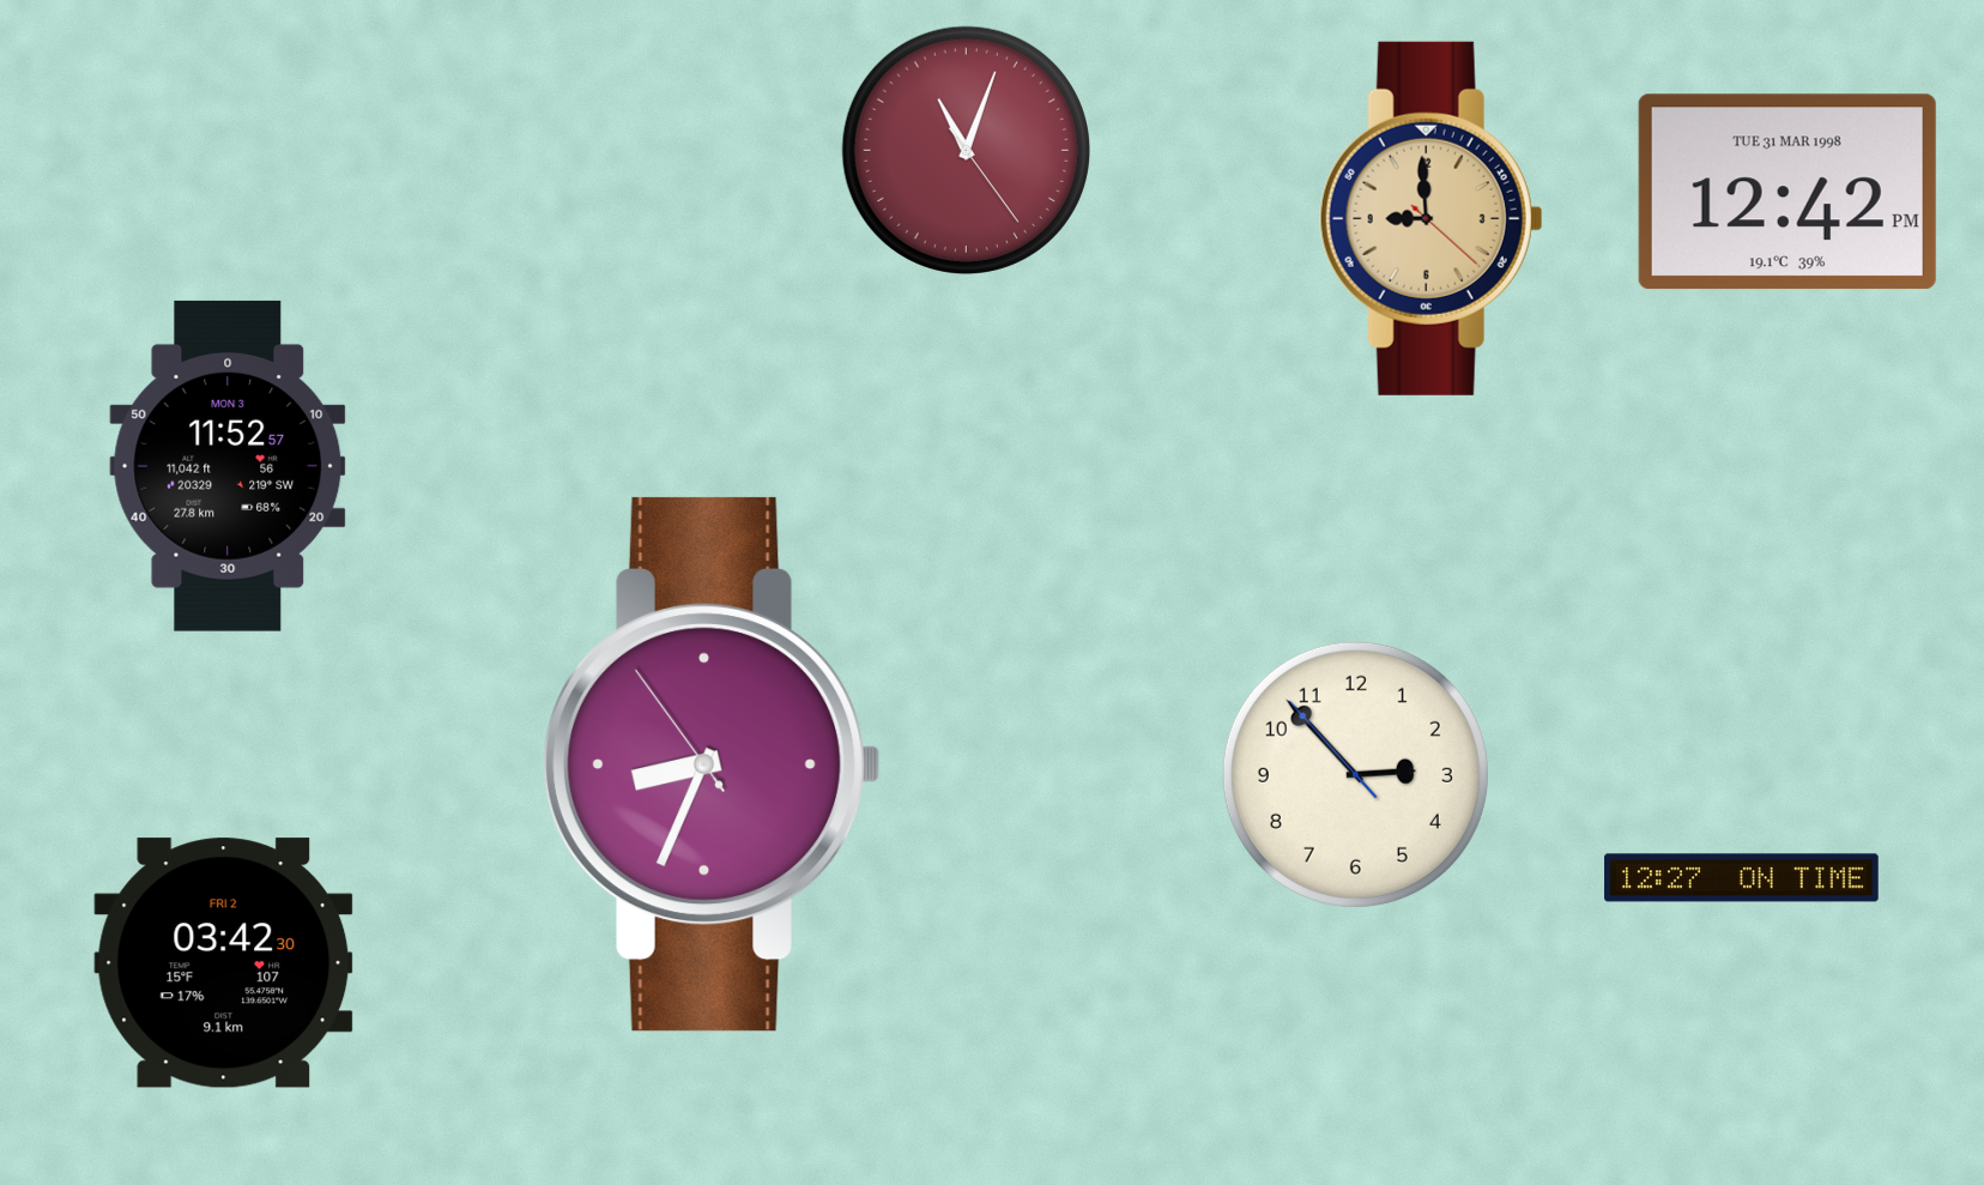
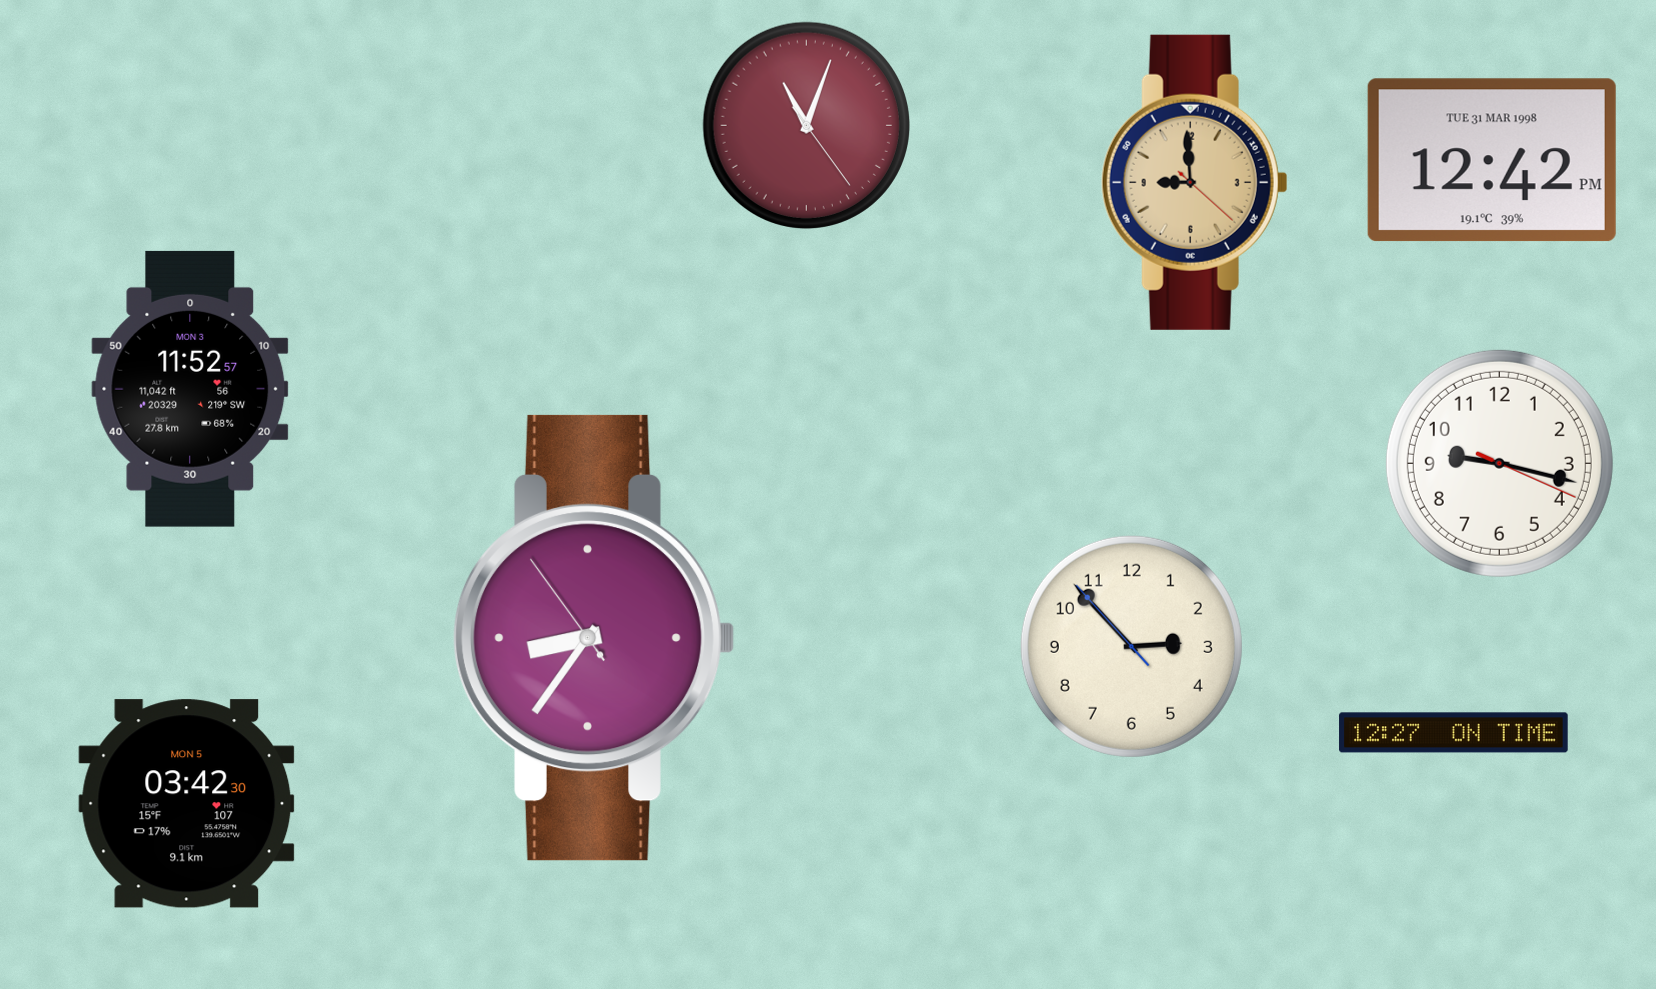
clock at (1499, 463): none -> 9:17
clock at (712, 764): 8:33 -> 8:35
clock at (224, 963) date: FRI 2 -> MON 5
